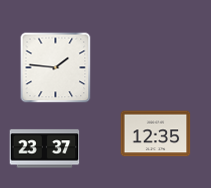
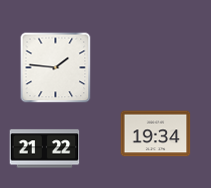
clock at (156, 134): 12:35 -> 19:34
clock at (45, 149): 23:37 -> 21:22
